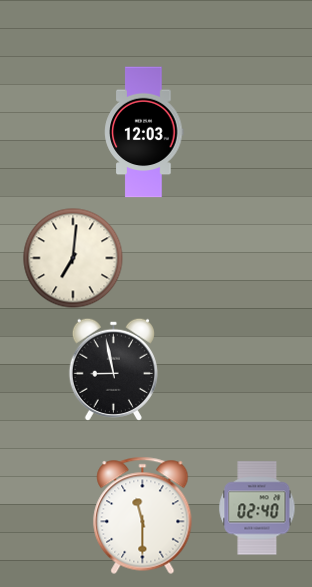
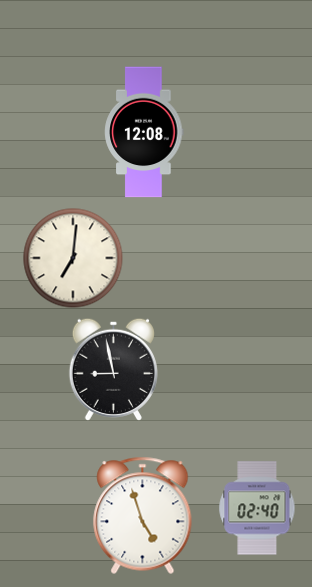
clock at (144, 132): 12:03 -> 12:08
clock at (143, 515): 11:30 -> 4:57
